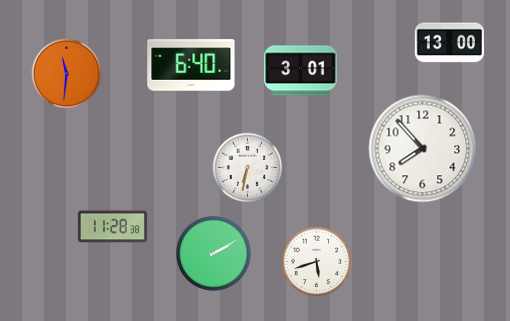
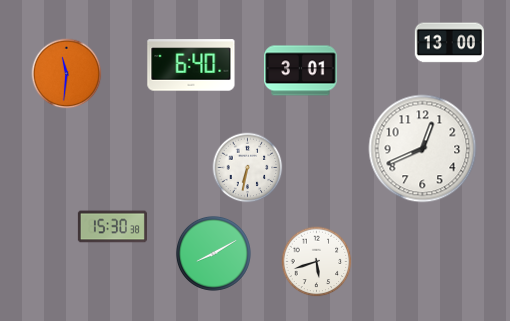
clock at (423, 149): 7:53 -> 12:41
clock at (112, 227): 11:28 -> 15:30
clock at (213, 253): 2:10 -> 8:10
